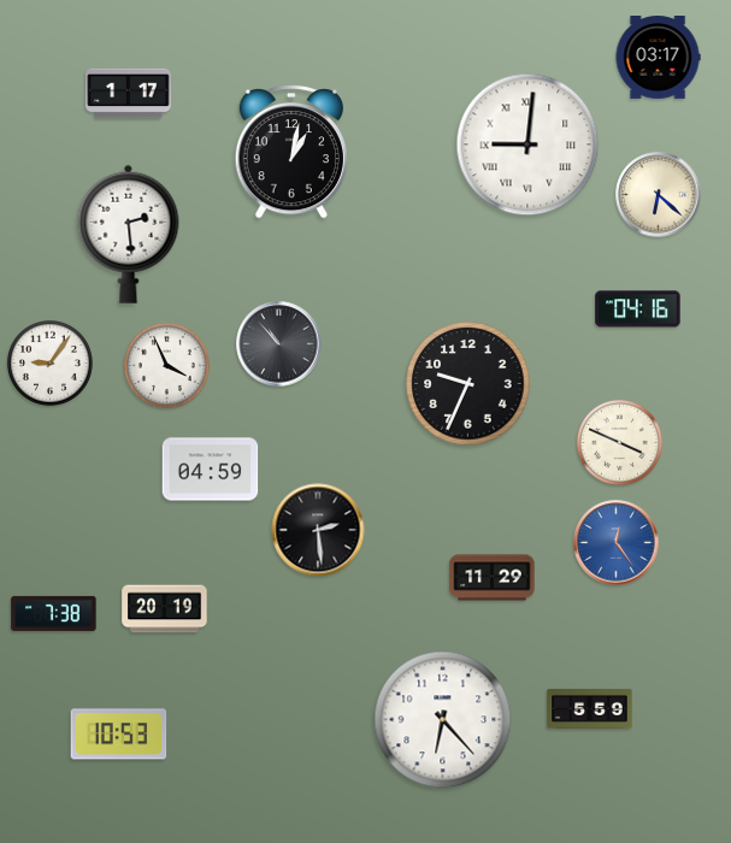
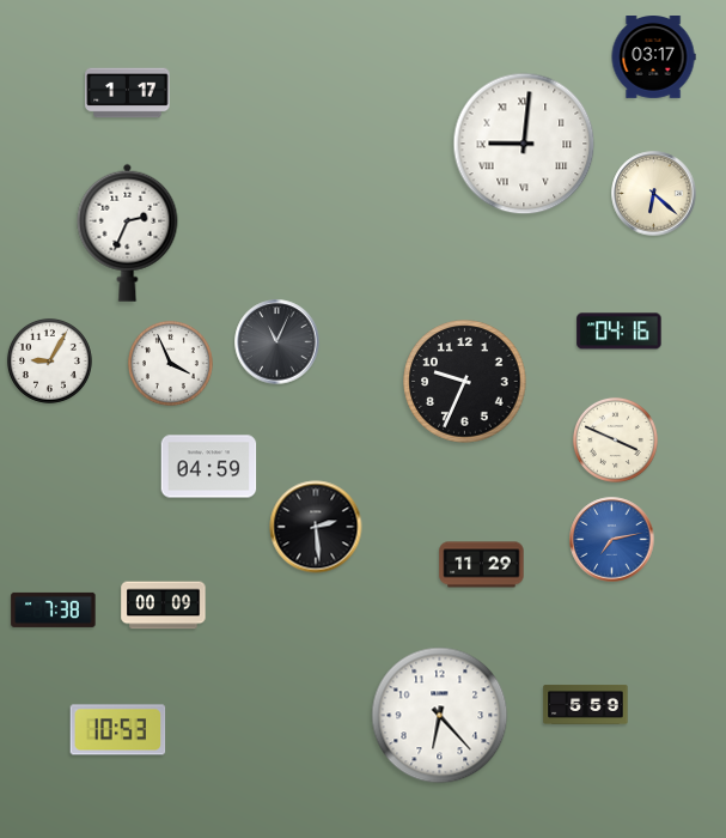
clock at (290, 152): 1:02 -> none
clock at (129, 234): 2:29 -> 2:34
clock at (638, 310) position: (638, 310) -> (620, 332)
clock at (279, 344): 10:53 -> 11:04
clock at (49, 362): 9:06 -> 9:05
clock at (166, 365) position: (166, 365) -> (170, 363)
clock at (617, 543): 12:24 -> 7:13
clock at (493, 578) position: (493, 578) -> (482, 565)
clock at (165, 609): 20:19 -> 00:09
